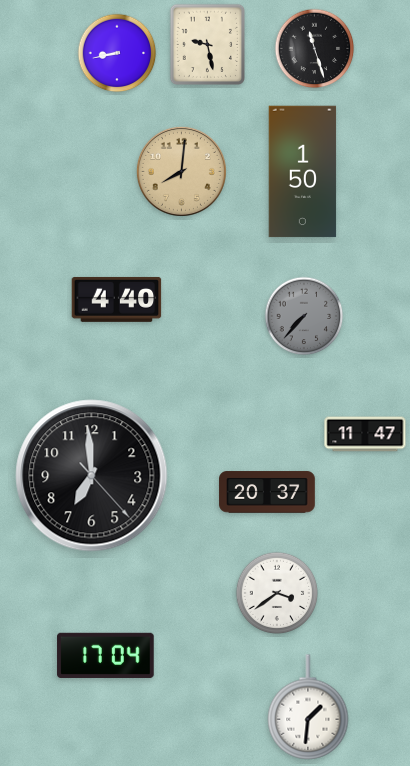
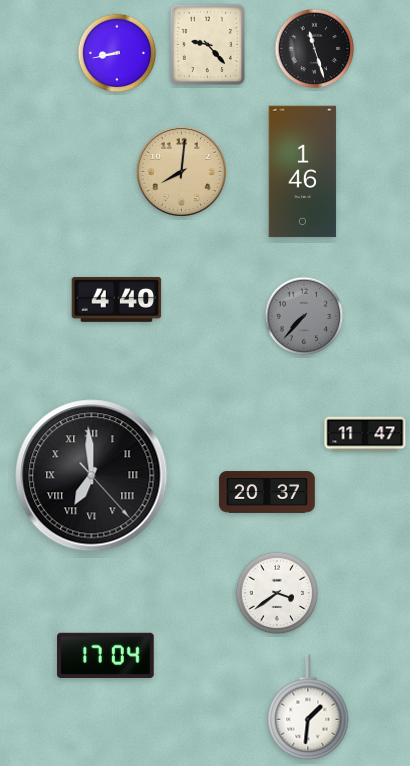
clock at (207, 45): 9:28 -> 9:23
clock at (303, 172): 1:50 -> 1:46
clock at (92, 476) numerals: Arabic -> Roman
